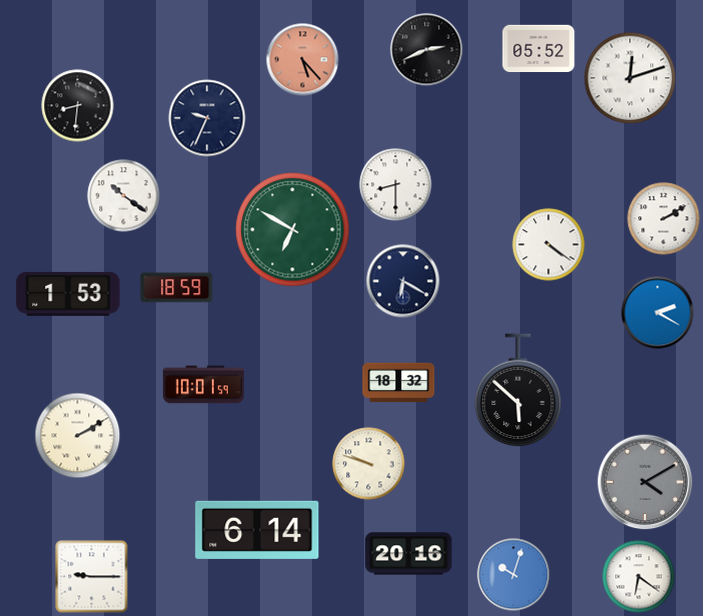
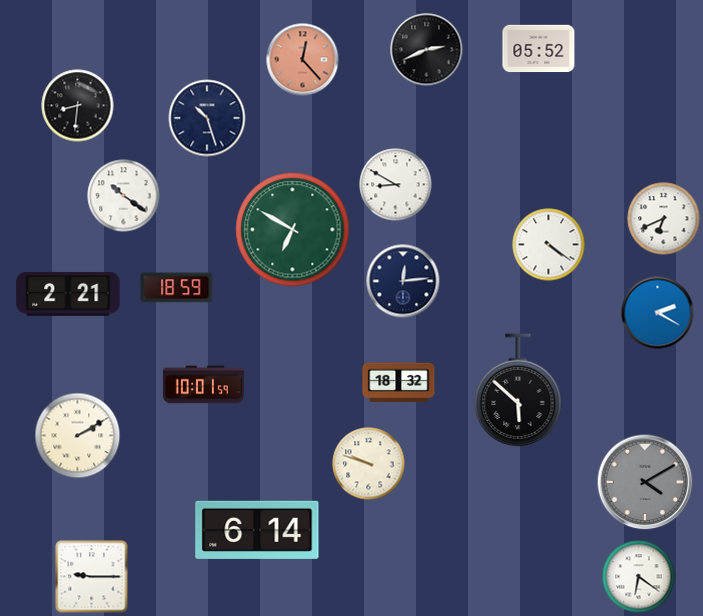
clock at (303, 60): 5:23 -> 12:23
clock at (630, 78): 12:12 -> none
clock at (207, 118): 9:34 -> 10:27
clock at (396, 185): 8:30 -> 8:50
clock at (664, 219): 2:10 -> 6:41
clock at (403, 281): 6:20 -> 12:14
clock at (68, 294): 1:53 -> 2:21
clock at (409, 554): 20:16 -> none
clock at (514, 575): 10:03 -> none
